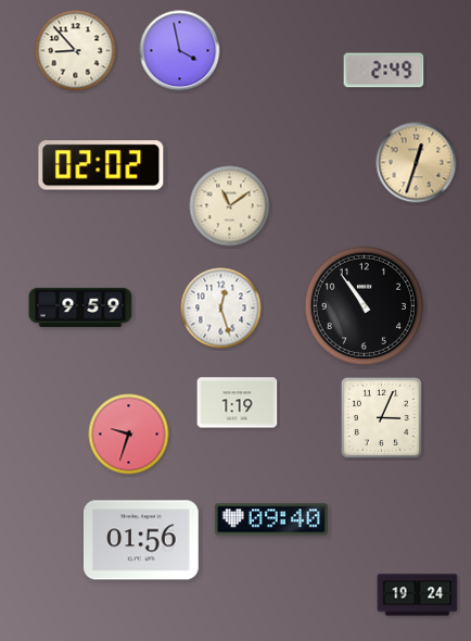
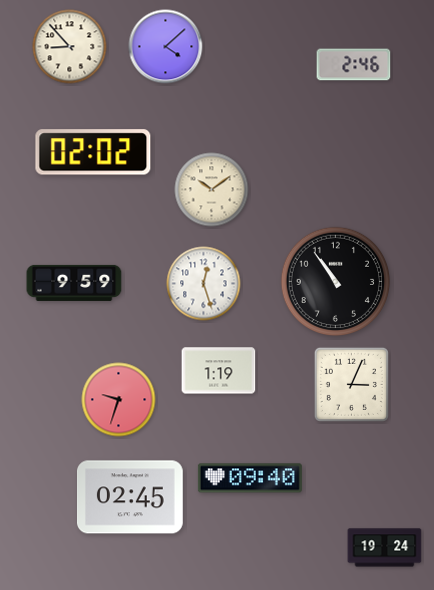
clock at (180, 51): 3:58 -> 4:08
clock at (384, 71): 2:49 -> 2:46
clock at (417, 163): 12:33 -> none
clock at (230, 206): 11:09 -> 10:09
clock at (142, 540): 01:56 -> 02:45
